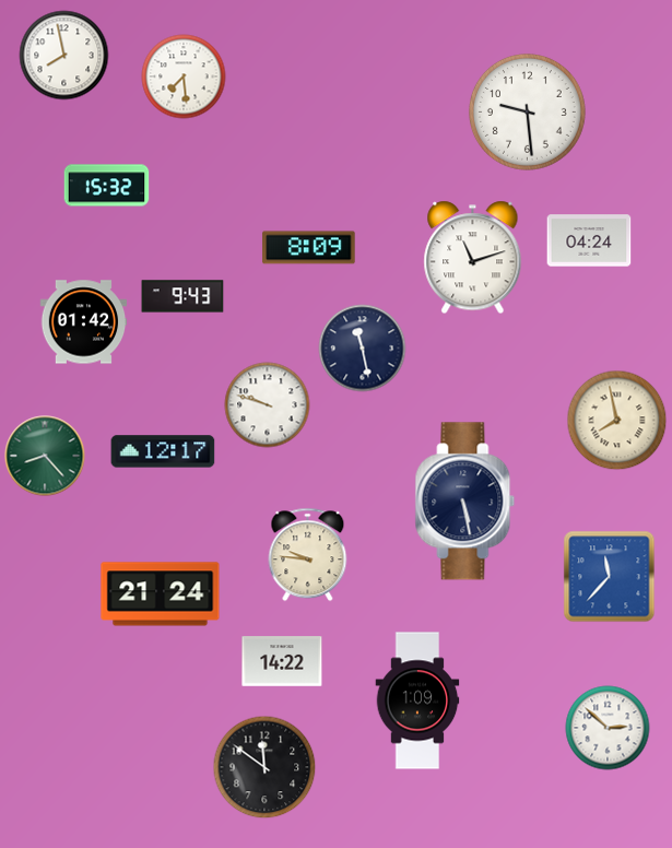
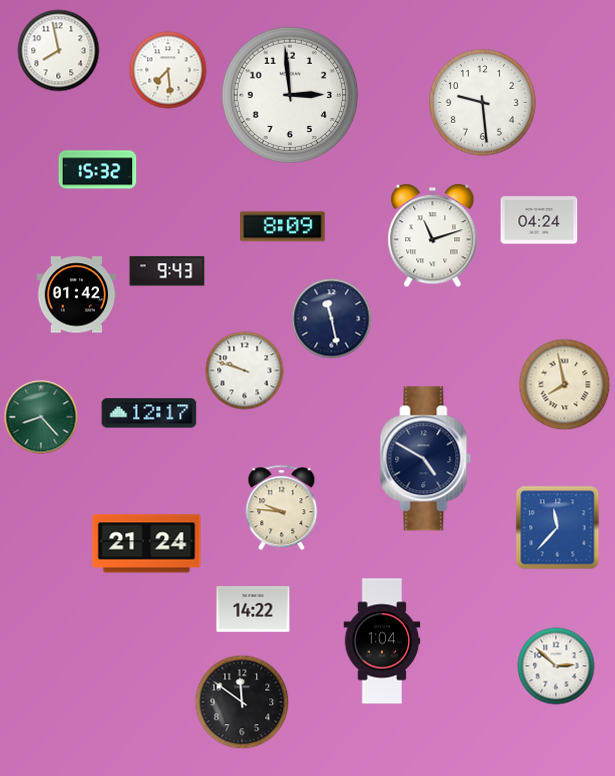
clock at (290, 95): none -> 2:59
clock at (465, 502): 5:28 -> 4:50
clock at (282, 661) position: (282, 661) -> (253, 609)
clock at (417, 700): 1:09 -> 1:04
